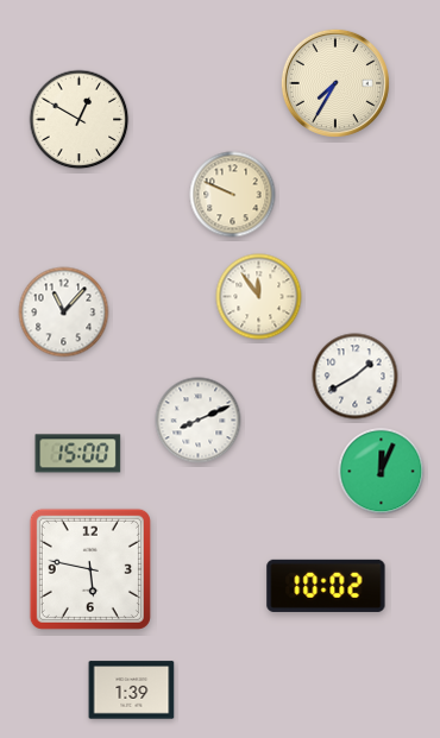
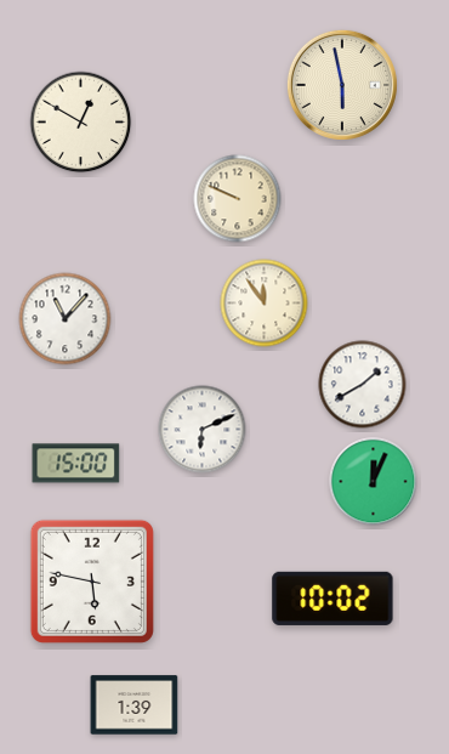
clock at (335, 83): 7:35 -> 5:58
clock at (199, 421): 8:11 -> 6:11
clock at (78, 454) position: (78, 454) -> (76, 464)
clock at (382, 472) position: (382, 472) -> (374, 482)
